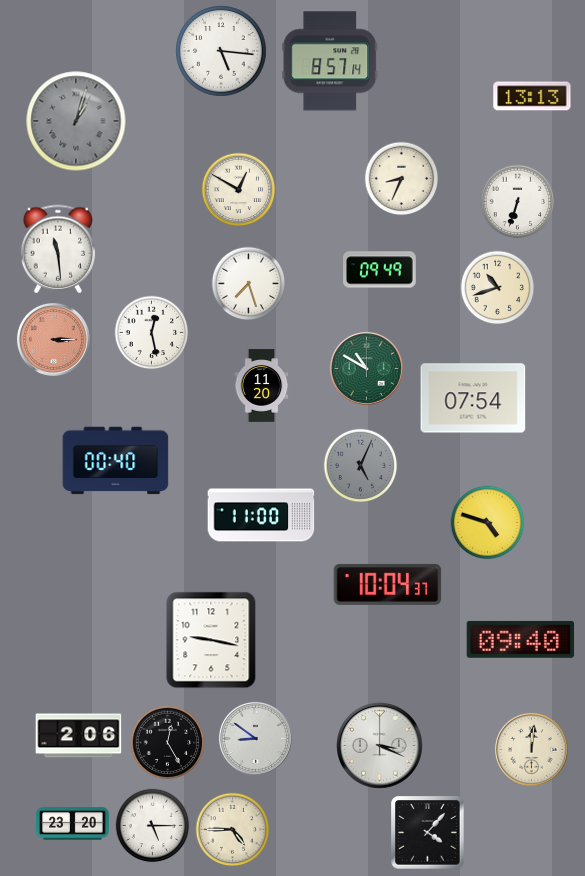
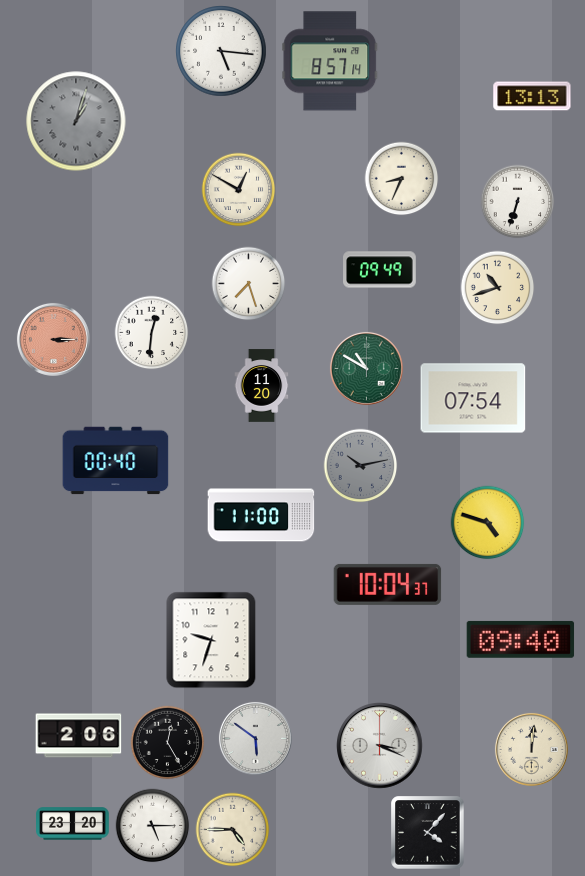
clock at (58, 249): 11:29 -> none
clock at (152, 333): 12:28 -> 12:31
clock at (361, 466): 5:04 -> 10:13
clock at (211, 640): 9:17 -> 9:33
clock at (255, 738): 8:51 -> 5:51
